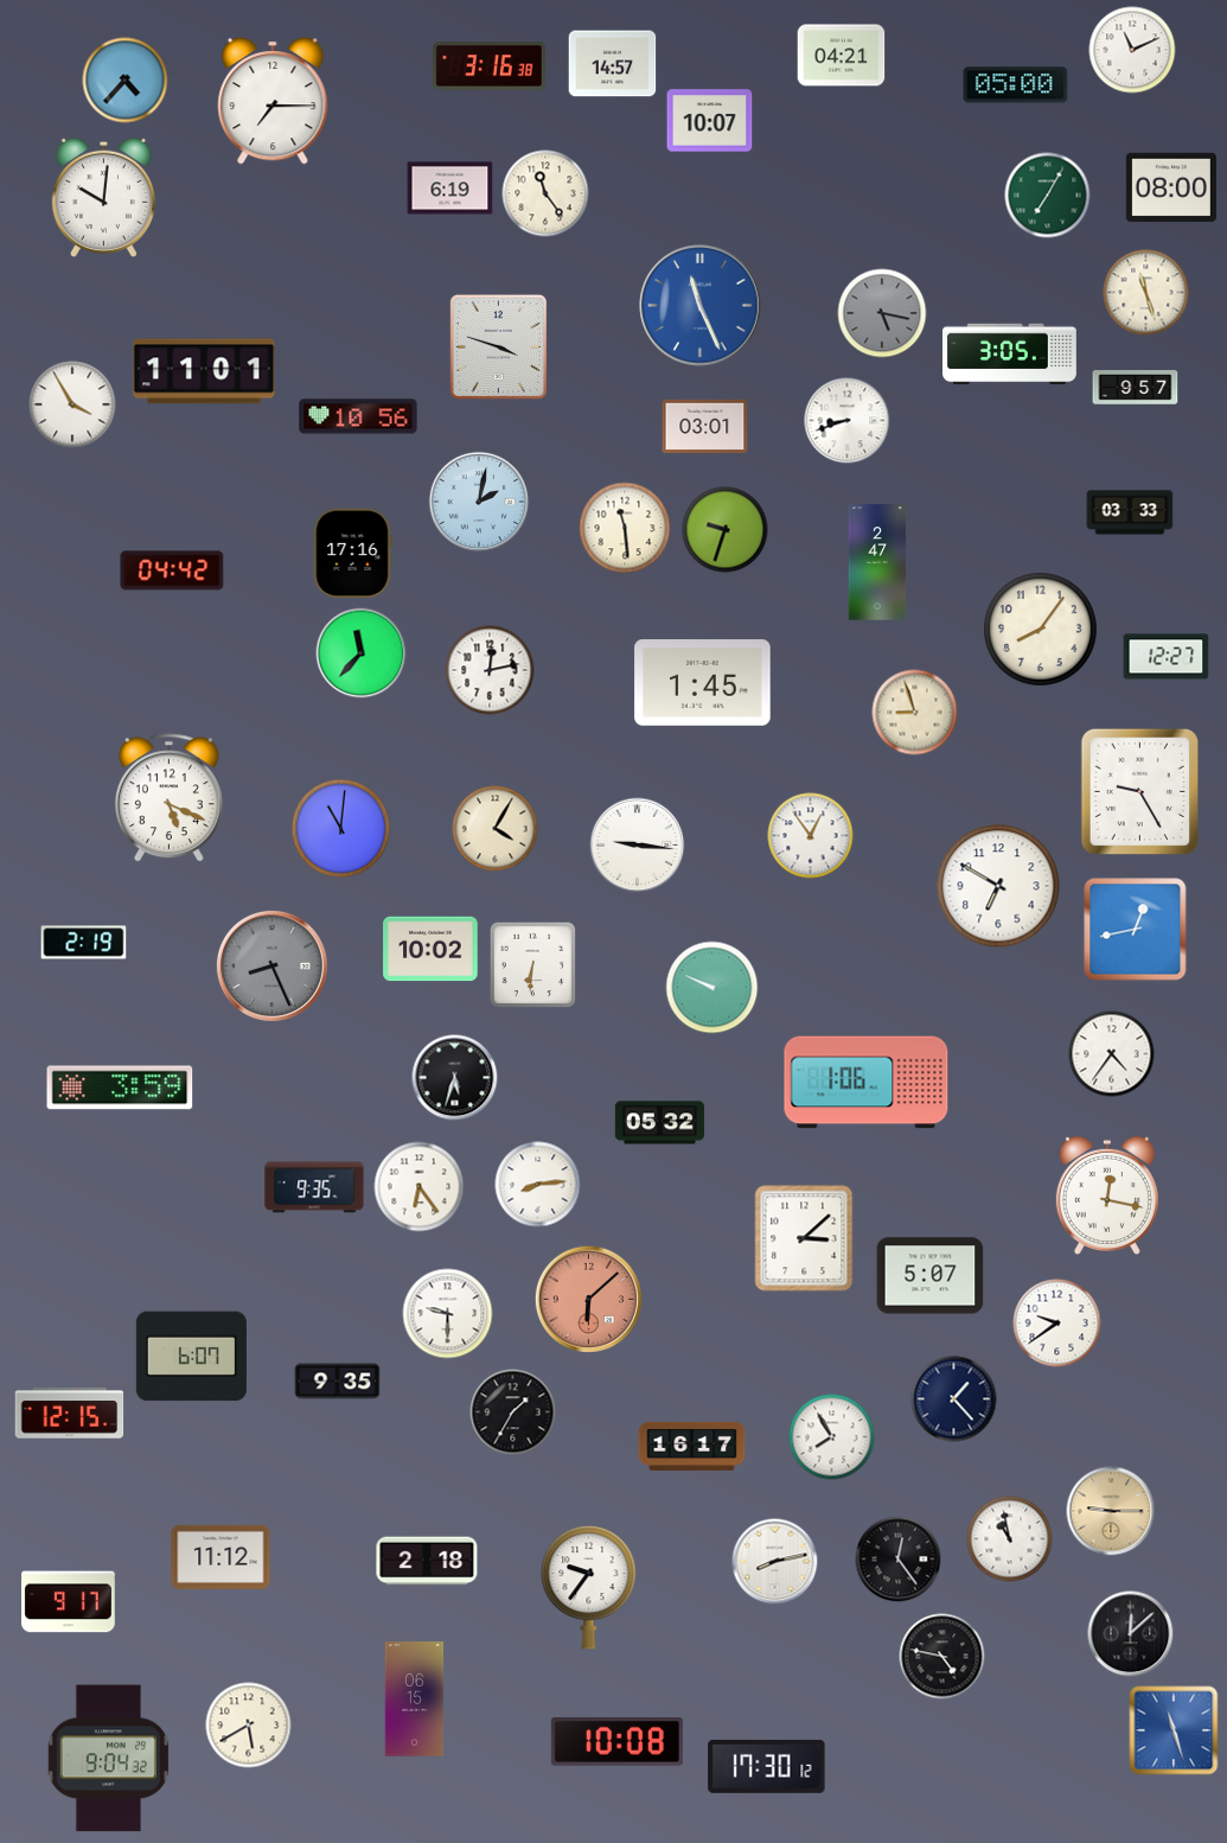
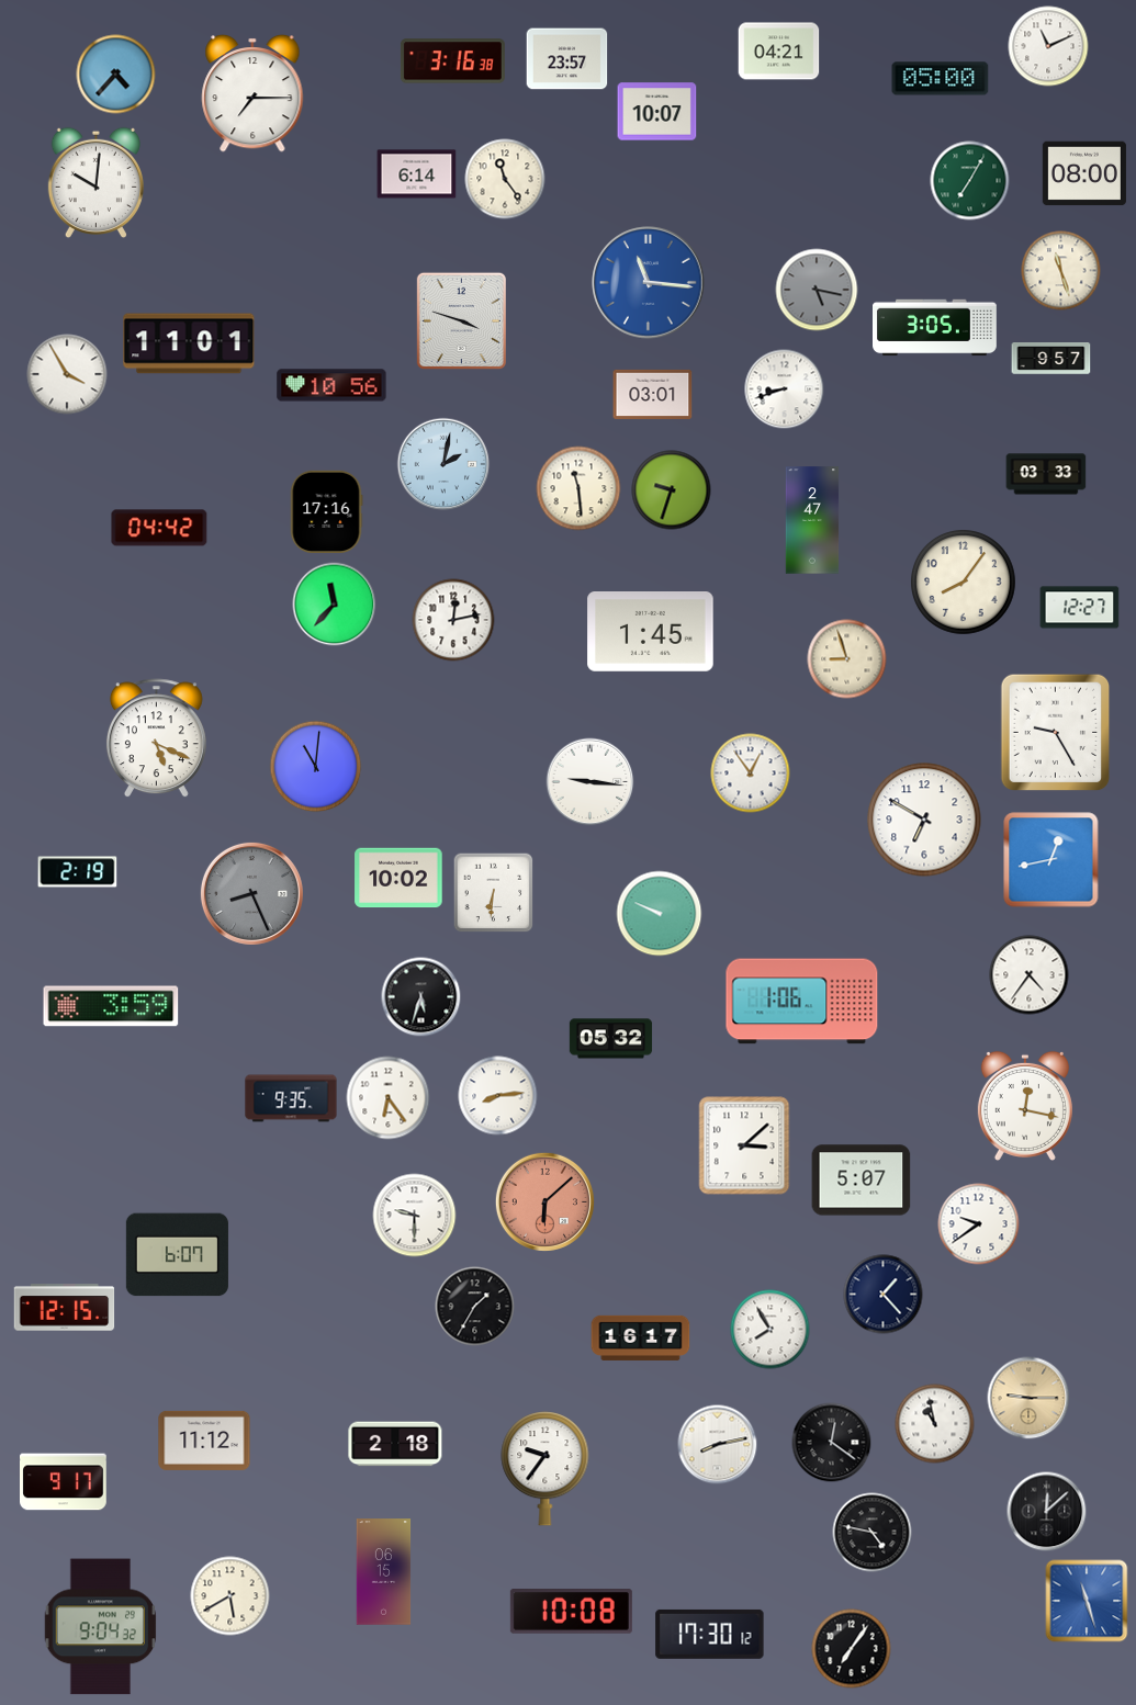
clock at (613, 64): 14:57 -> 23:57
clock at (450, 189): 6:19 -> 6:14
clock at (701, 306): 11:26 -> 11:16
clock at (496, 829): 4:05 -> none
clock at (338, 1382): 9:35 -> none
clock at (899, 1560): 12:24 -> 12:21
clock at (852, 1649): none -> 7:06
